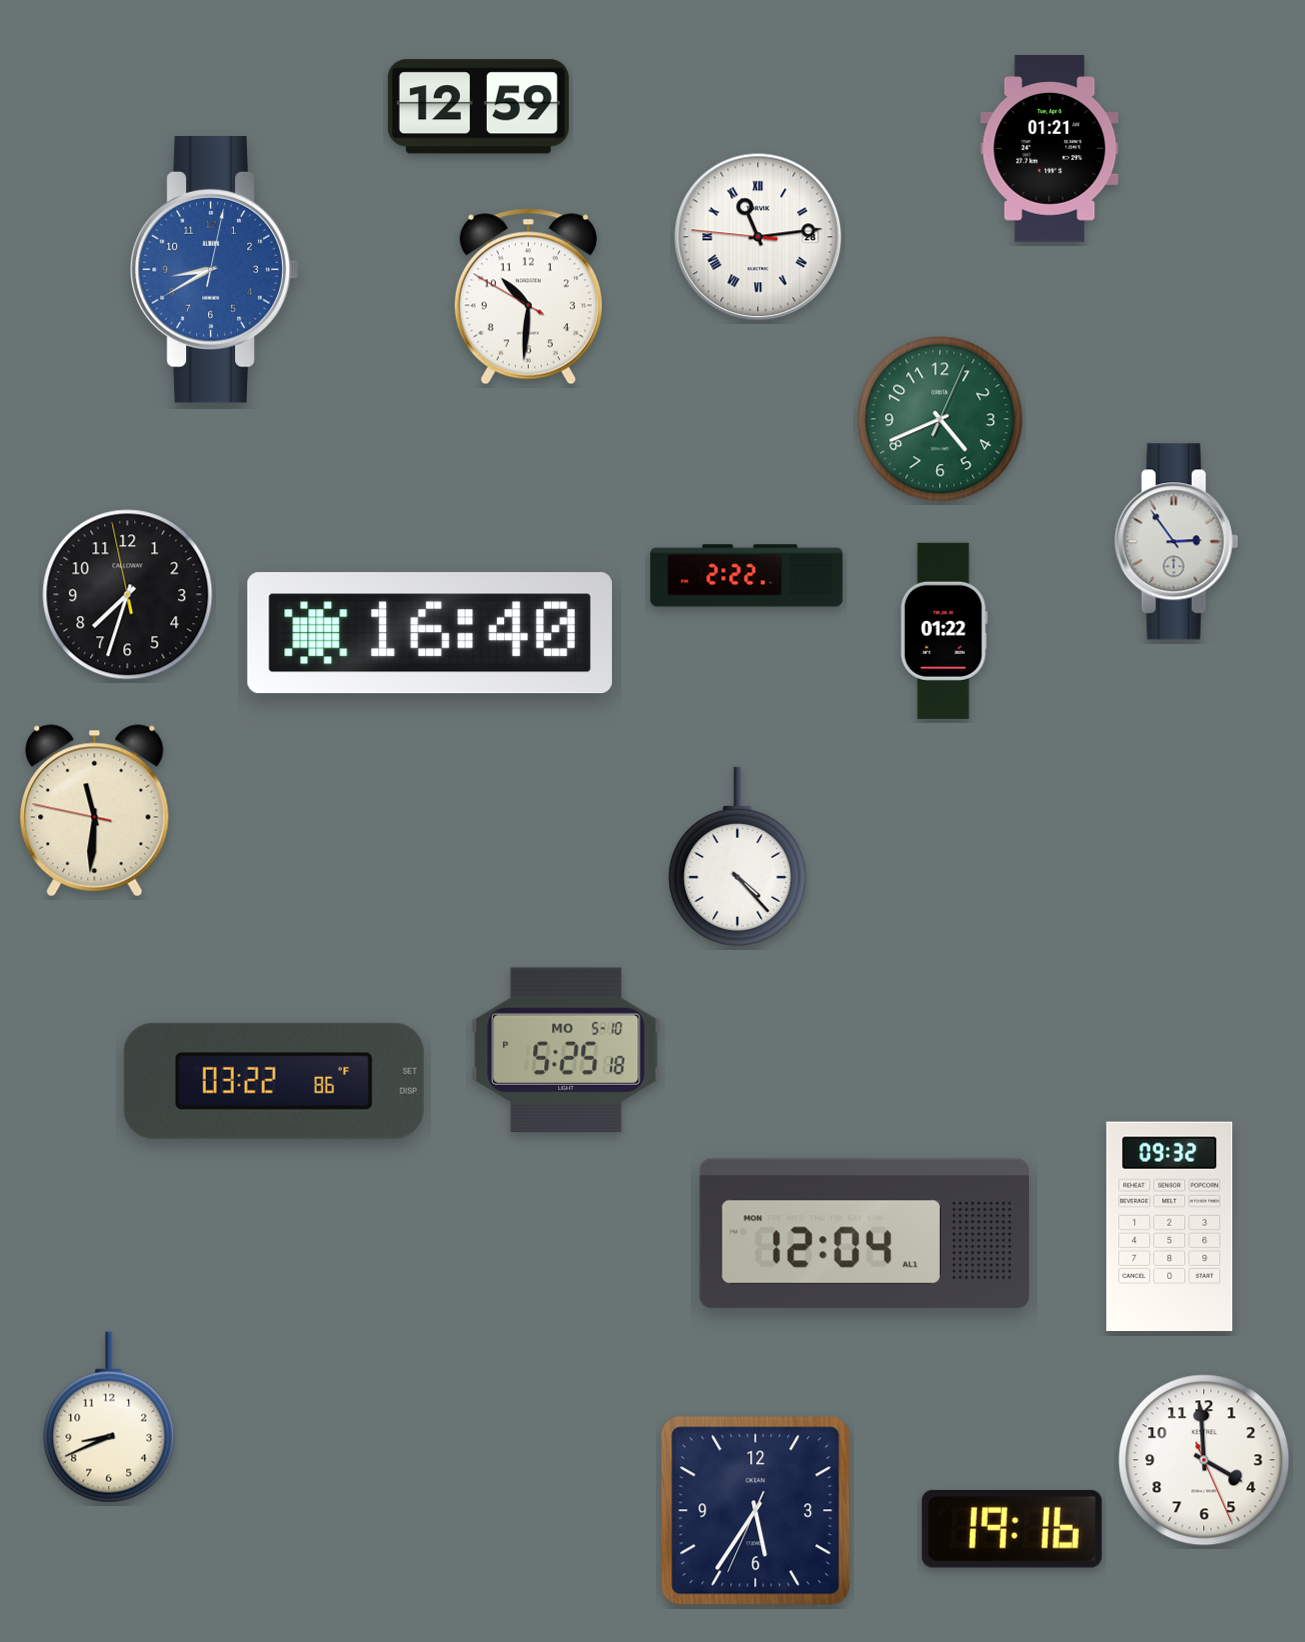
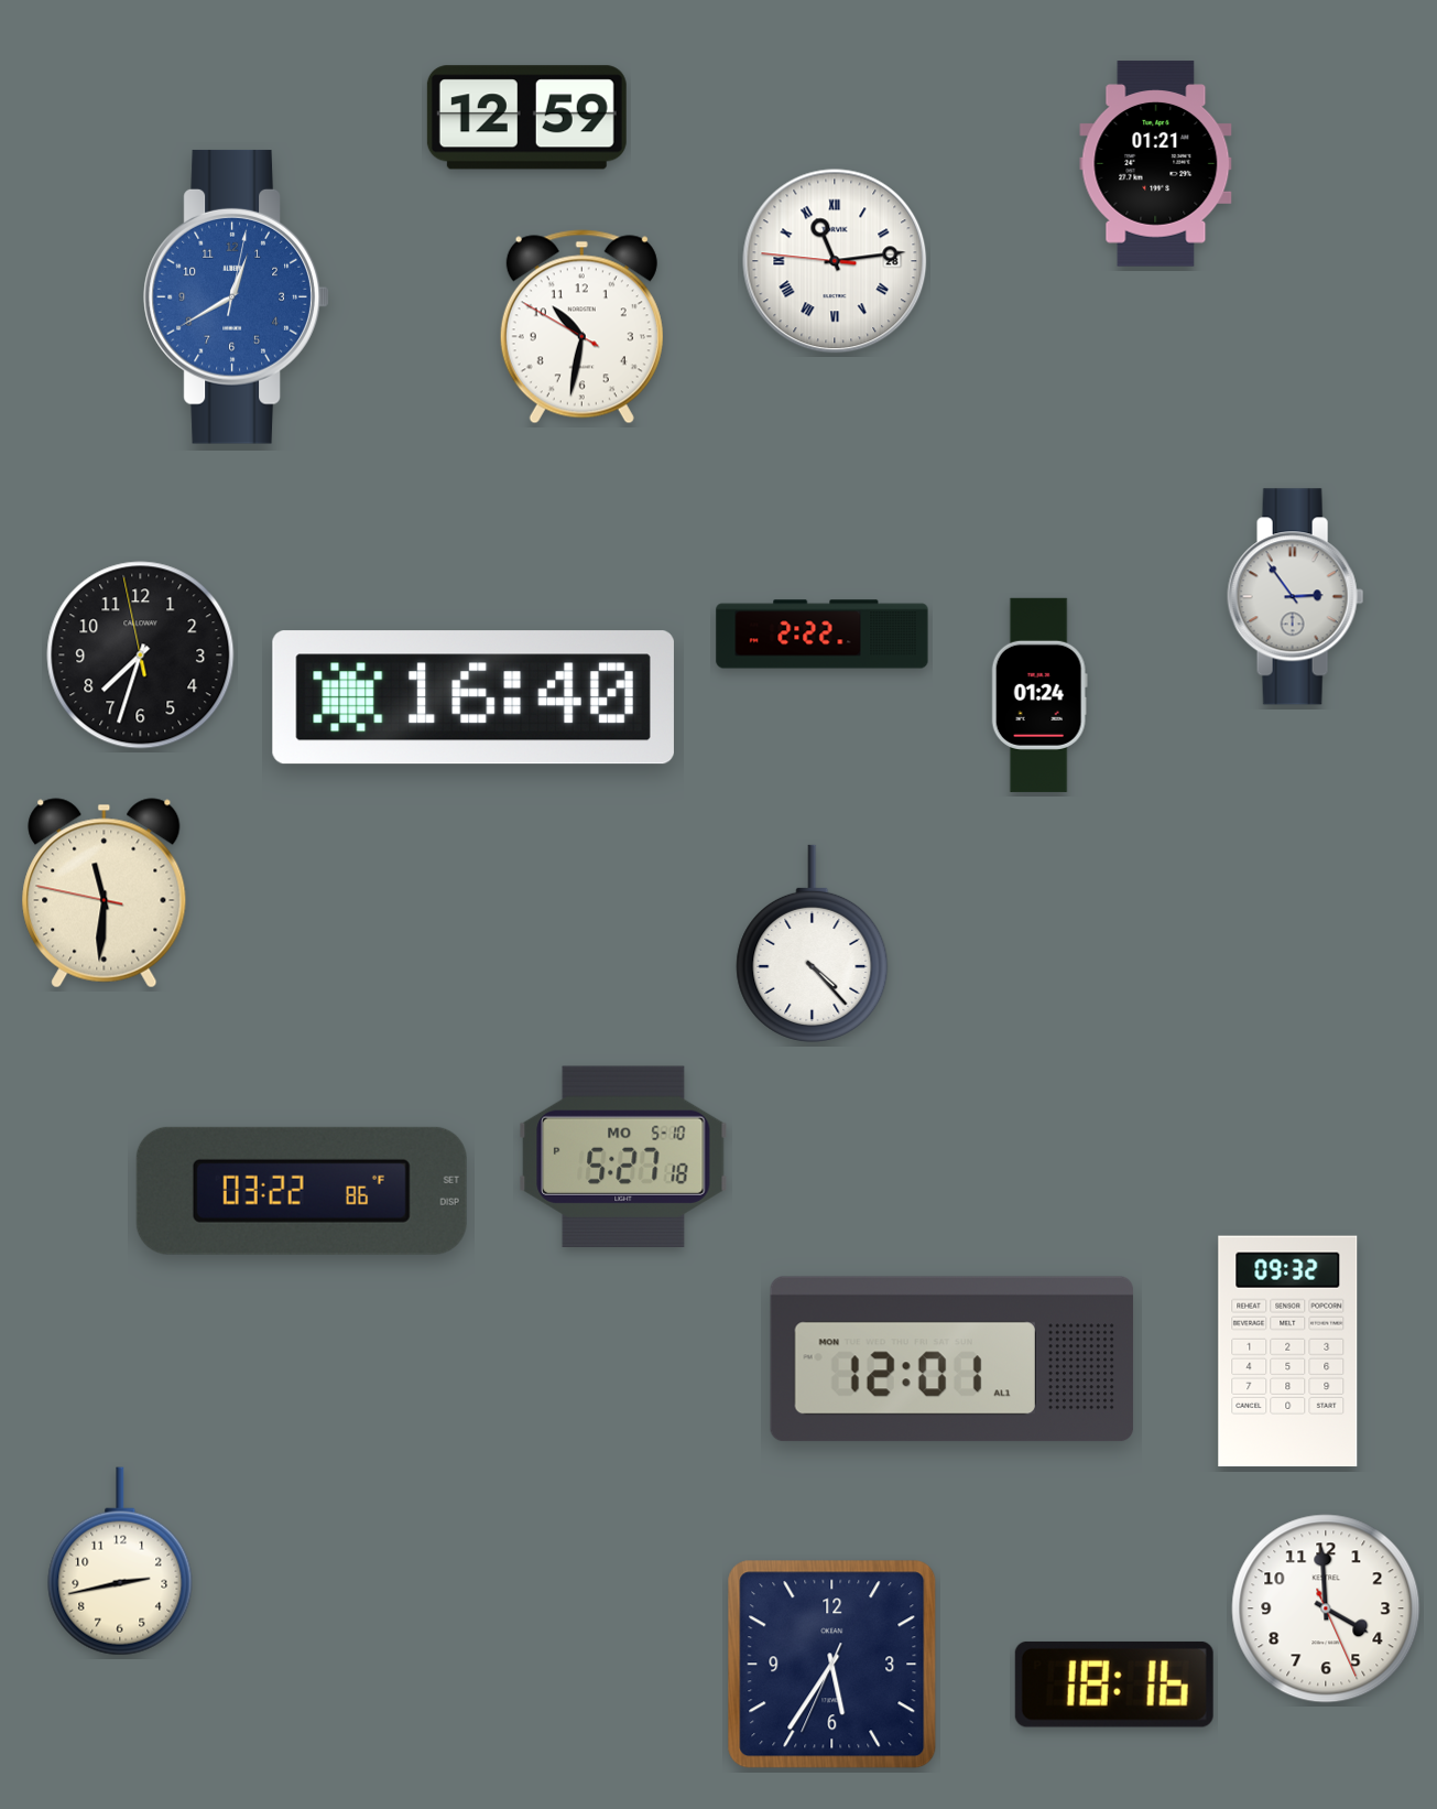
clock at (215, 269): 8:40 -> 12:40
clock at (528, 297): 10:30 -> 10:31
clock at (940, 419): 4:41 -> none
clock at (944, 631): 01:22 -> 01:24
clock at (566, 1049): 5:25 -> 5:27
clock at (864, 1234): 12:04 -> 12:01
clock at (109, 1417): 8:41 -> 2:43
clock at (1012, 1529): 19:16 -> 18:16
